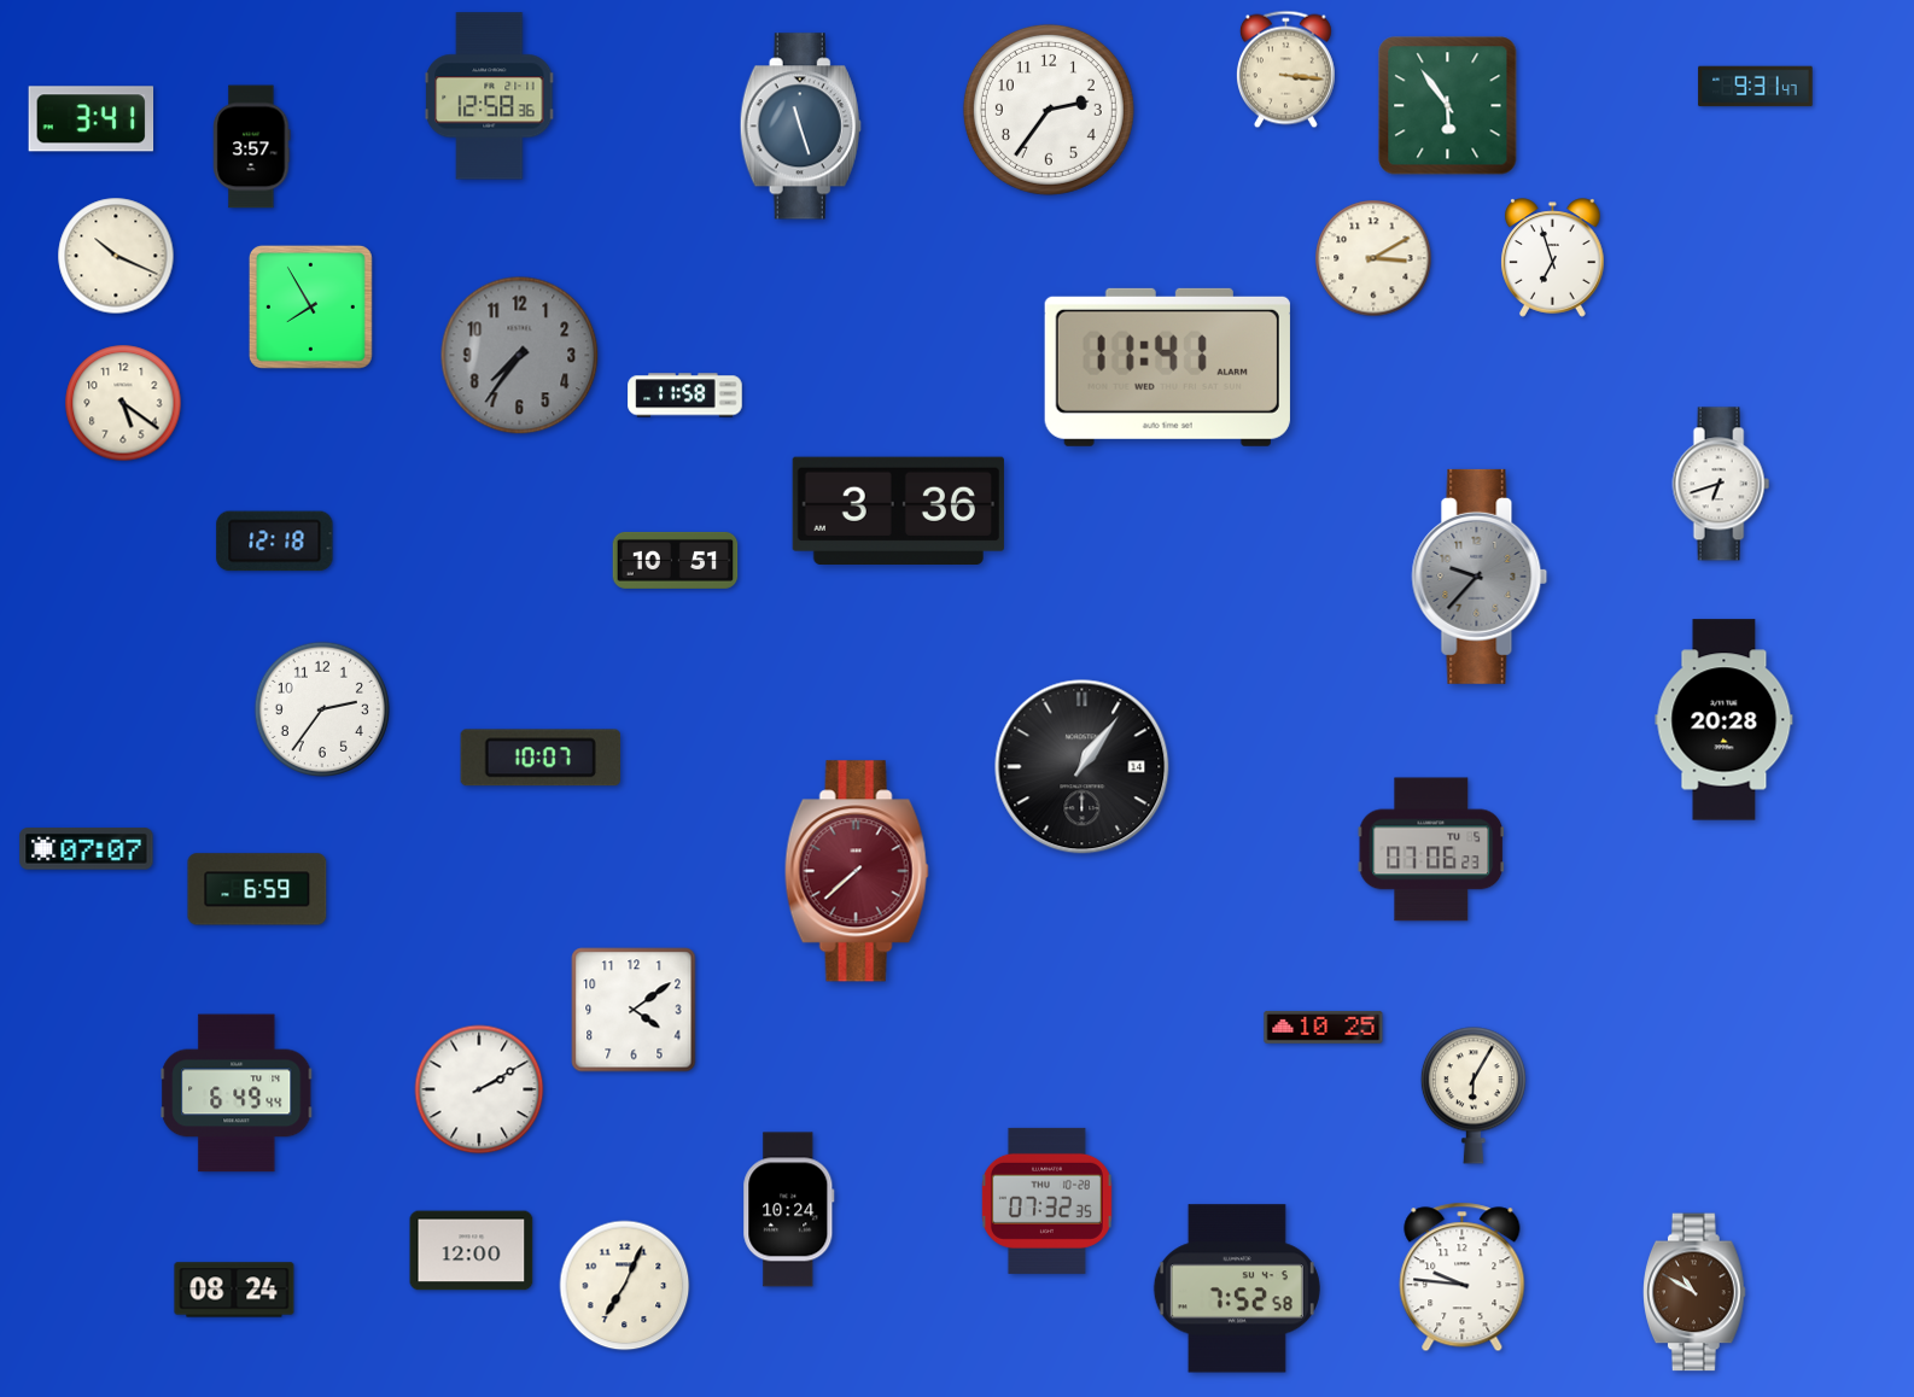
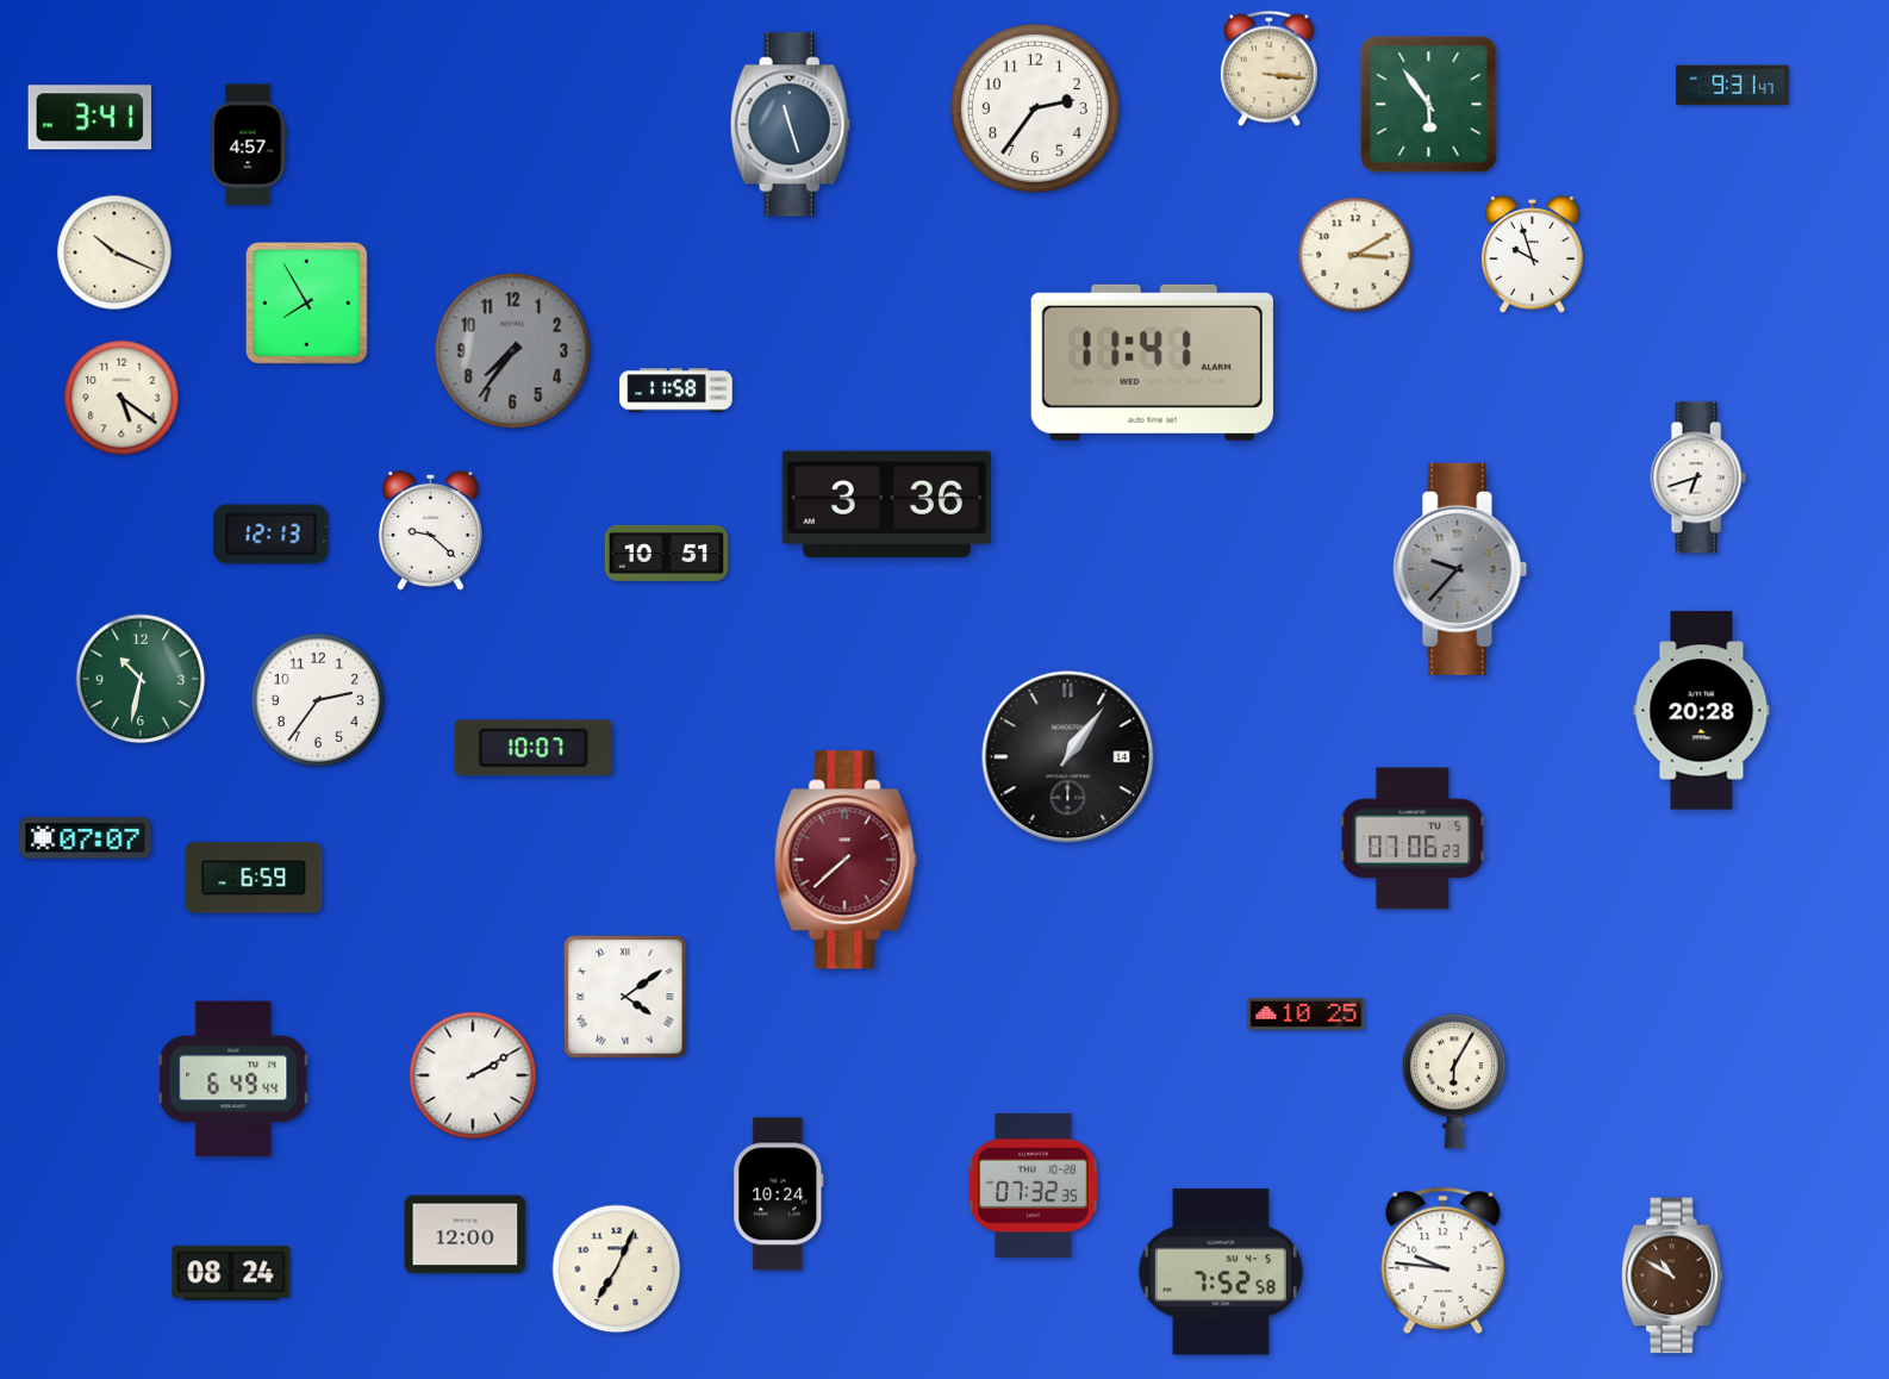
clock at (490, 97): 12:58 -> none
clock at (252, 147): 3:57 -> 4:57
clock at (1553, 258): 6:57 -> 9:57
clock at (430, 530): none -> 9:22
clock at (275, 542): 12:18 -> 12:13
clock at (141, 679): none -> 10:32
clock at (634, 1010) numerals: Arabic -> Roman
